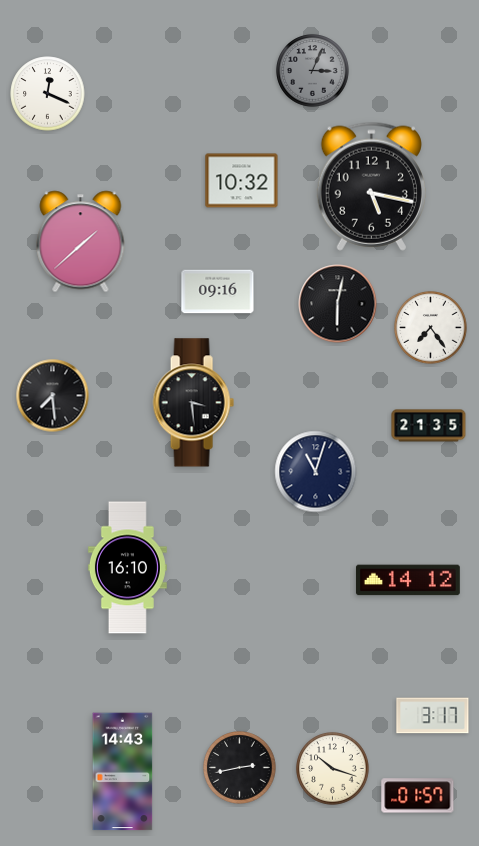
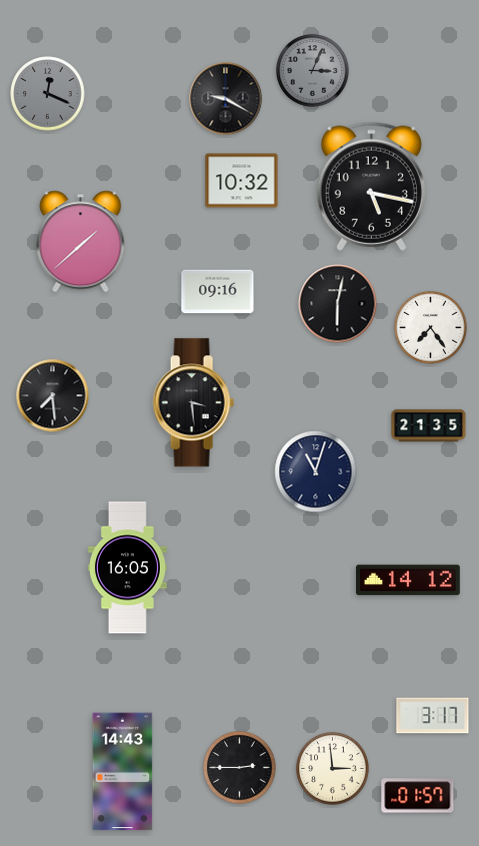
clock at (48, 94) dial: white -> grey
clock at (226, 99): none -> 9:20
clock at (127, 568): 16:10 -> 16:05
clock at (240, 768): 2:43 -> 2:45
clock at (333, 769): 10:18 -> 2:59
